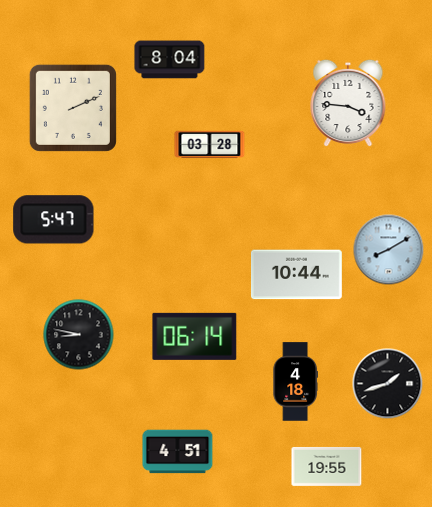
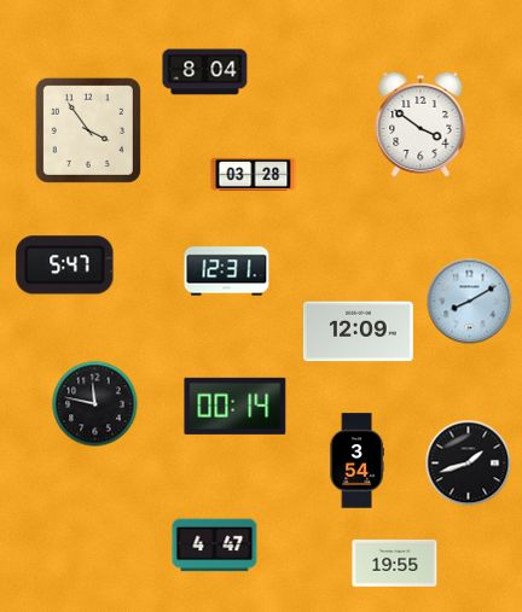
clock at (348, 103): 3:46 -> 3:51
clock at (73, 108): 2:11 -> 3:54
clock at (227, 272): none -> 12:31
clock at (296, 275): 10:44 -> 12:09
clock at (79, 335): 8:47 -> 11:47
clock at (195, 336): 06:14 -> 00:14
clock at (295, 382): 4:18 -> 3:54
clock at (178, 452): 4:51 -> 4:47
